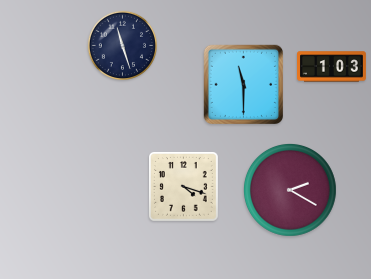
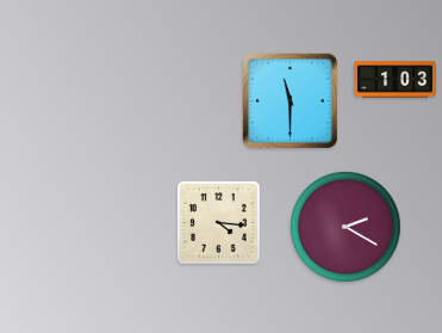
clock at (122, 45): 11:27 -> none
clock at (184, 187): 4:18 -> 4:16
